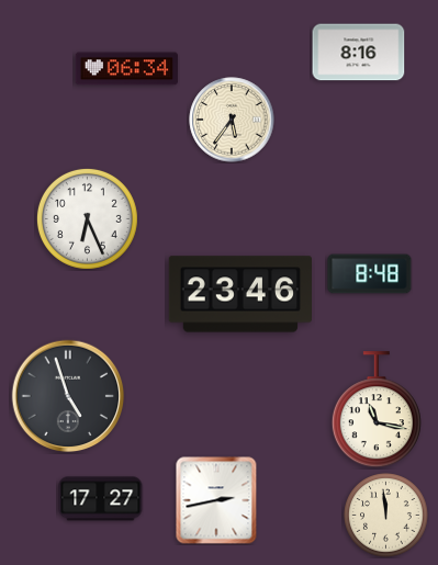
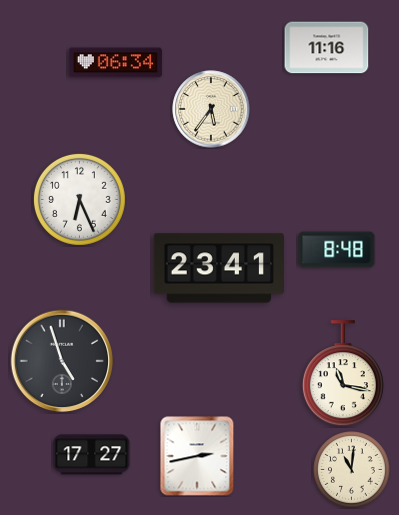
clock at (359, 53): 8:16 -> 11:16
clock at (239, 294): 23:46 -> 23:41
clock at (386, 516): 11:59 -> 11:01
